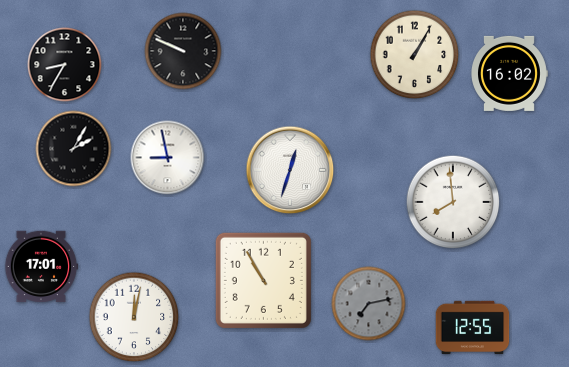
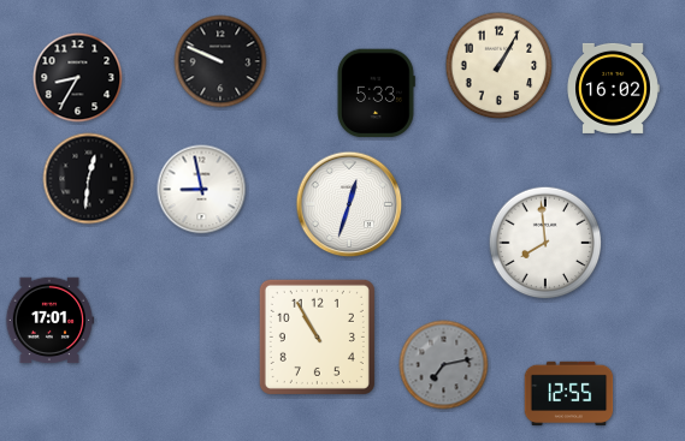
clock at (376, 94): none -> 5:33
clock at (74, 149): 2:05 -> 12:31
clock at (134, 317): 12:02 -> none
